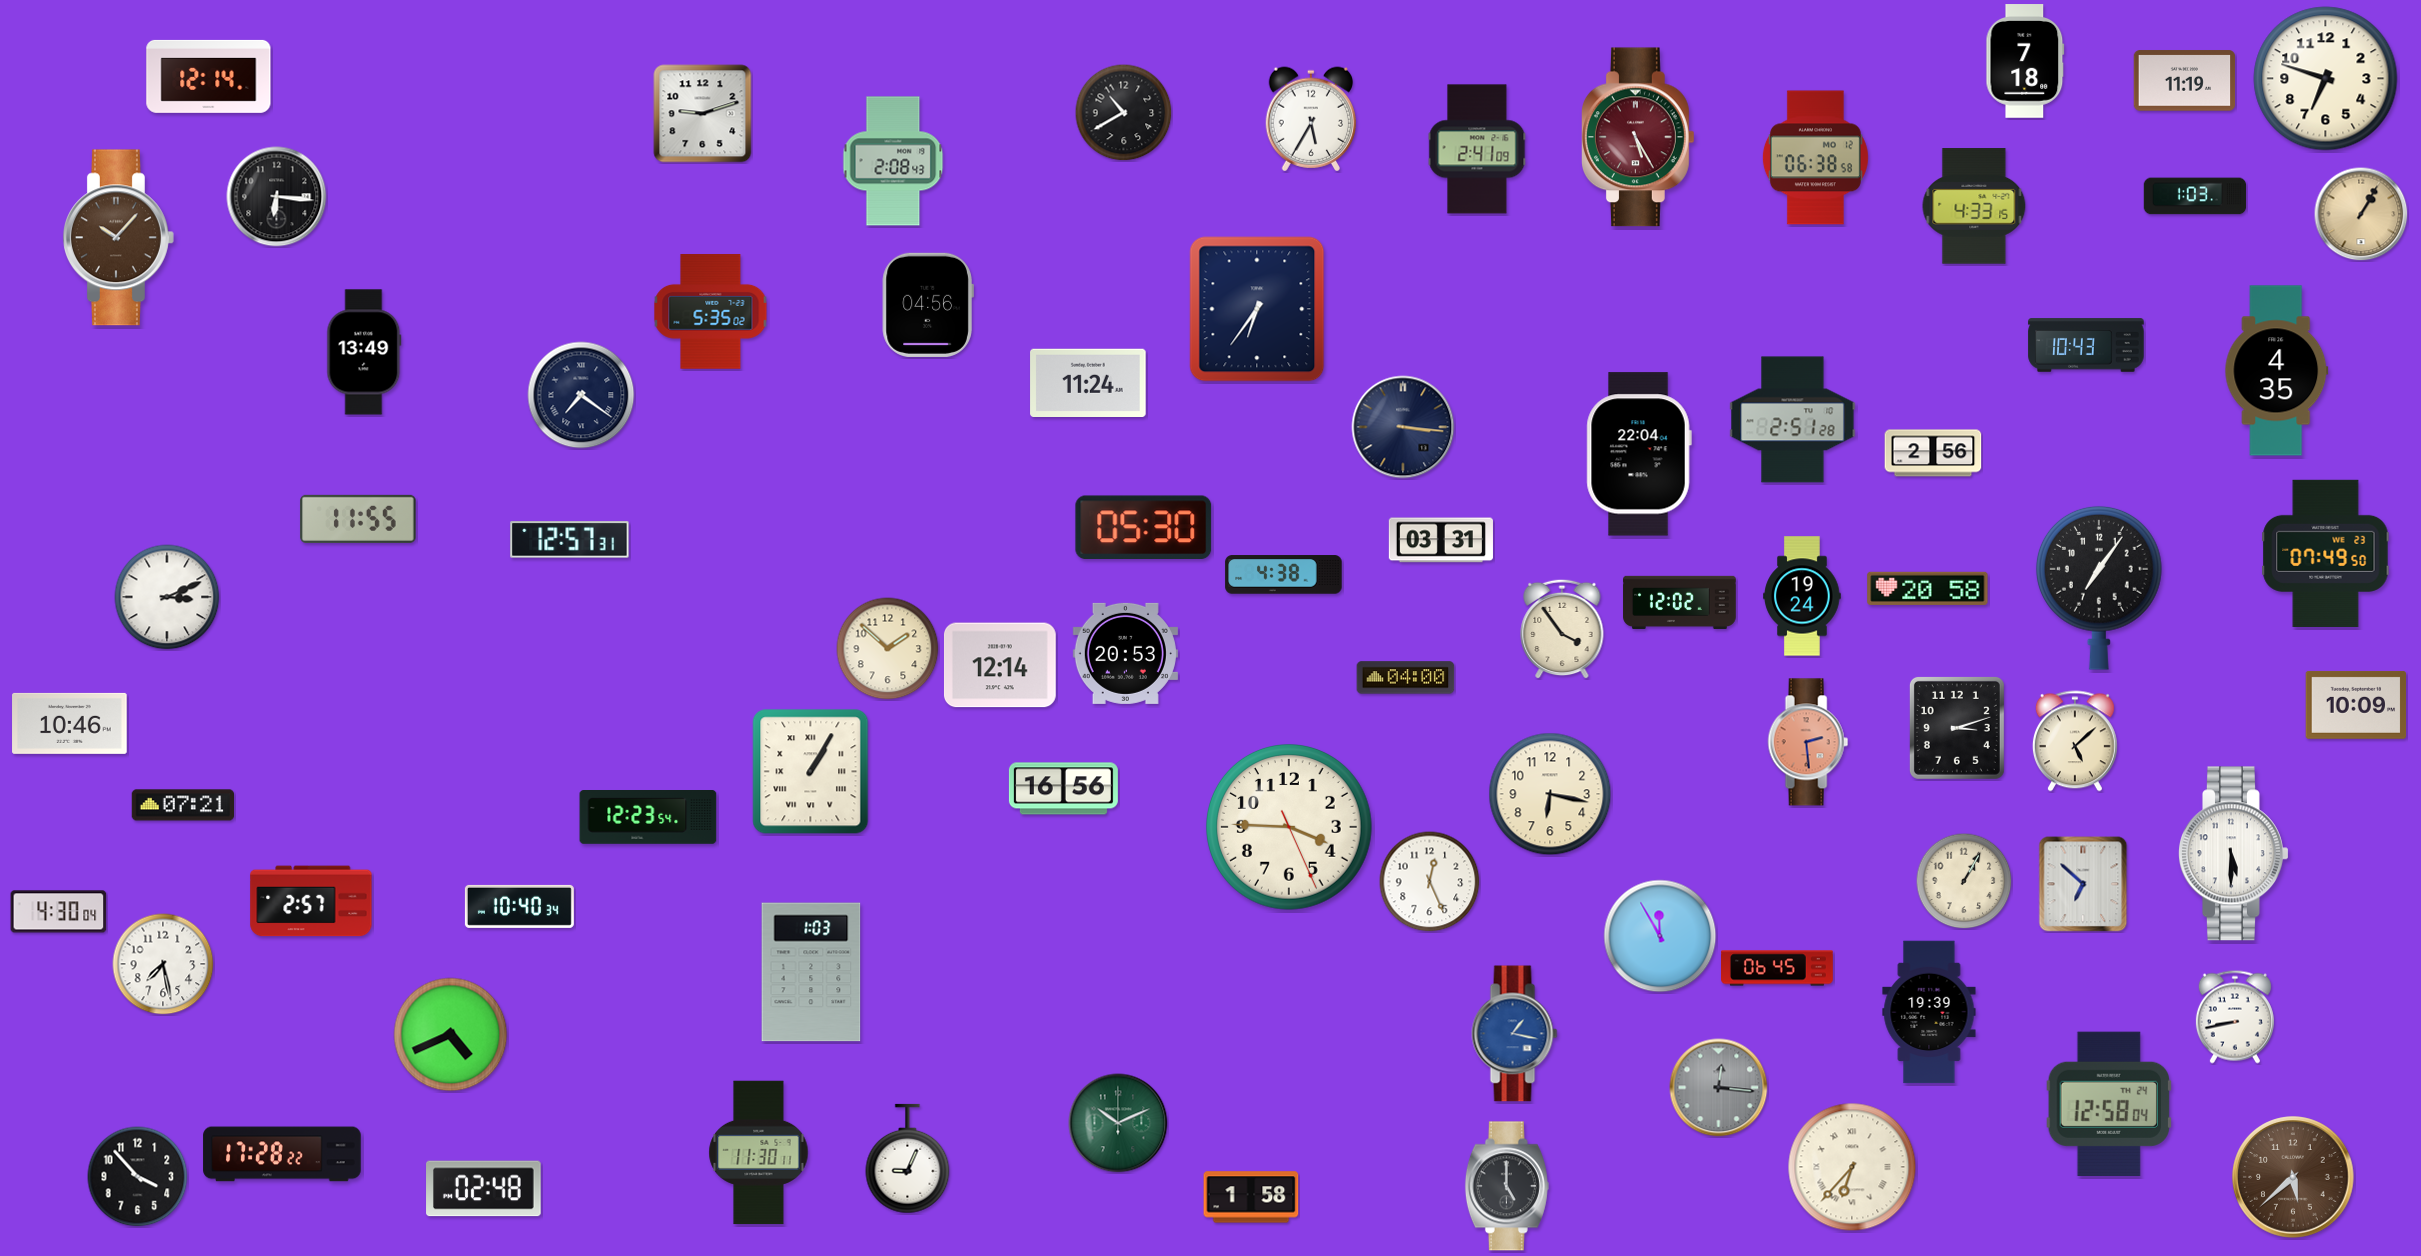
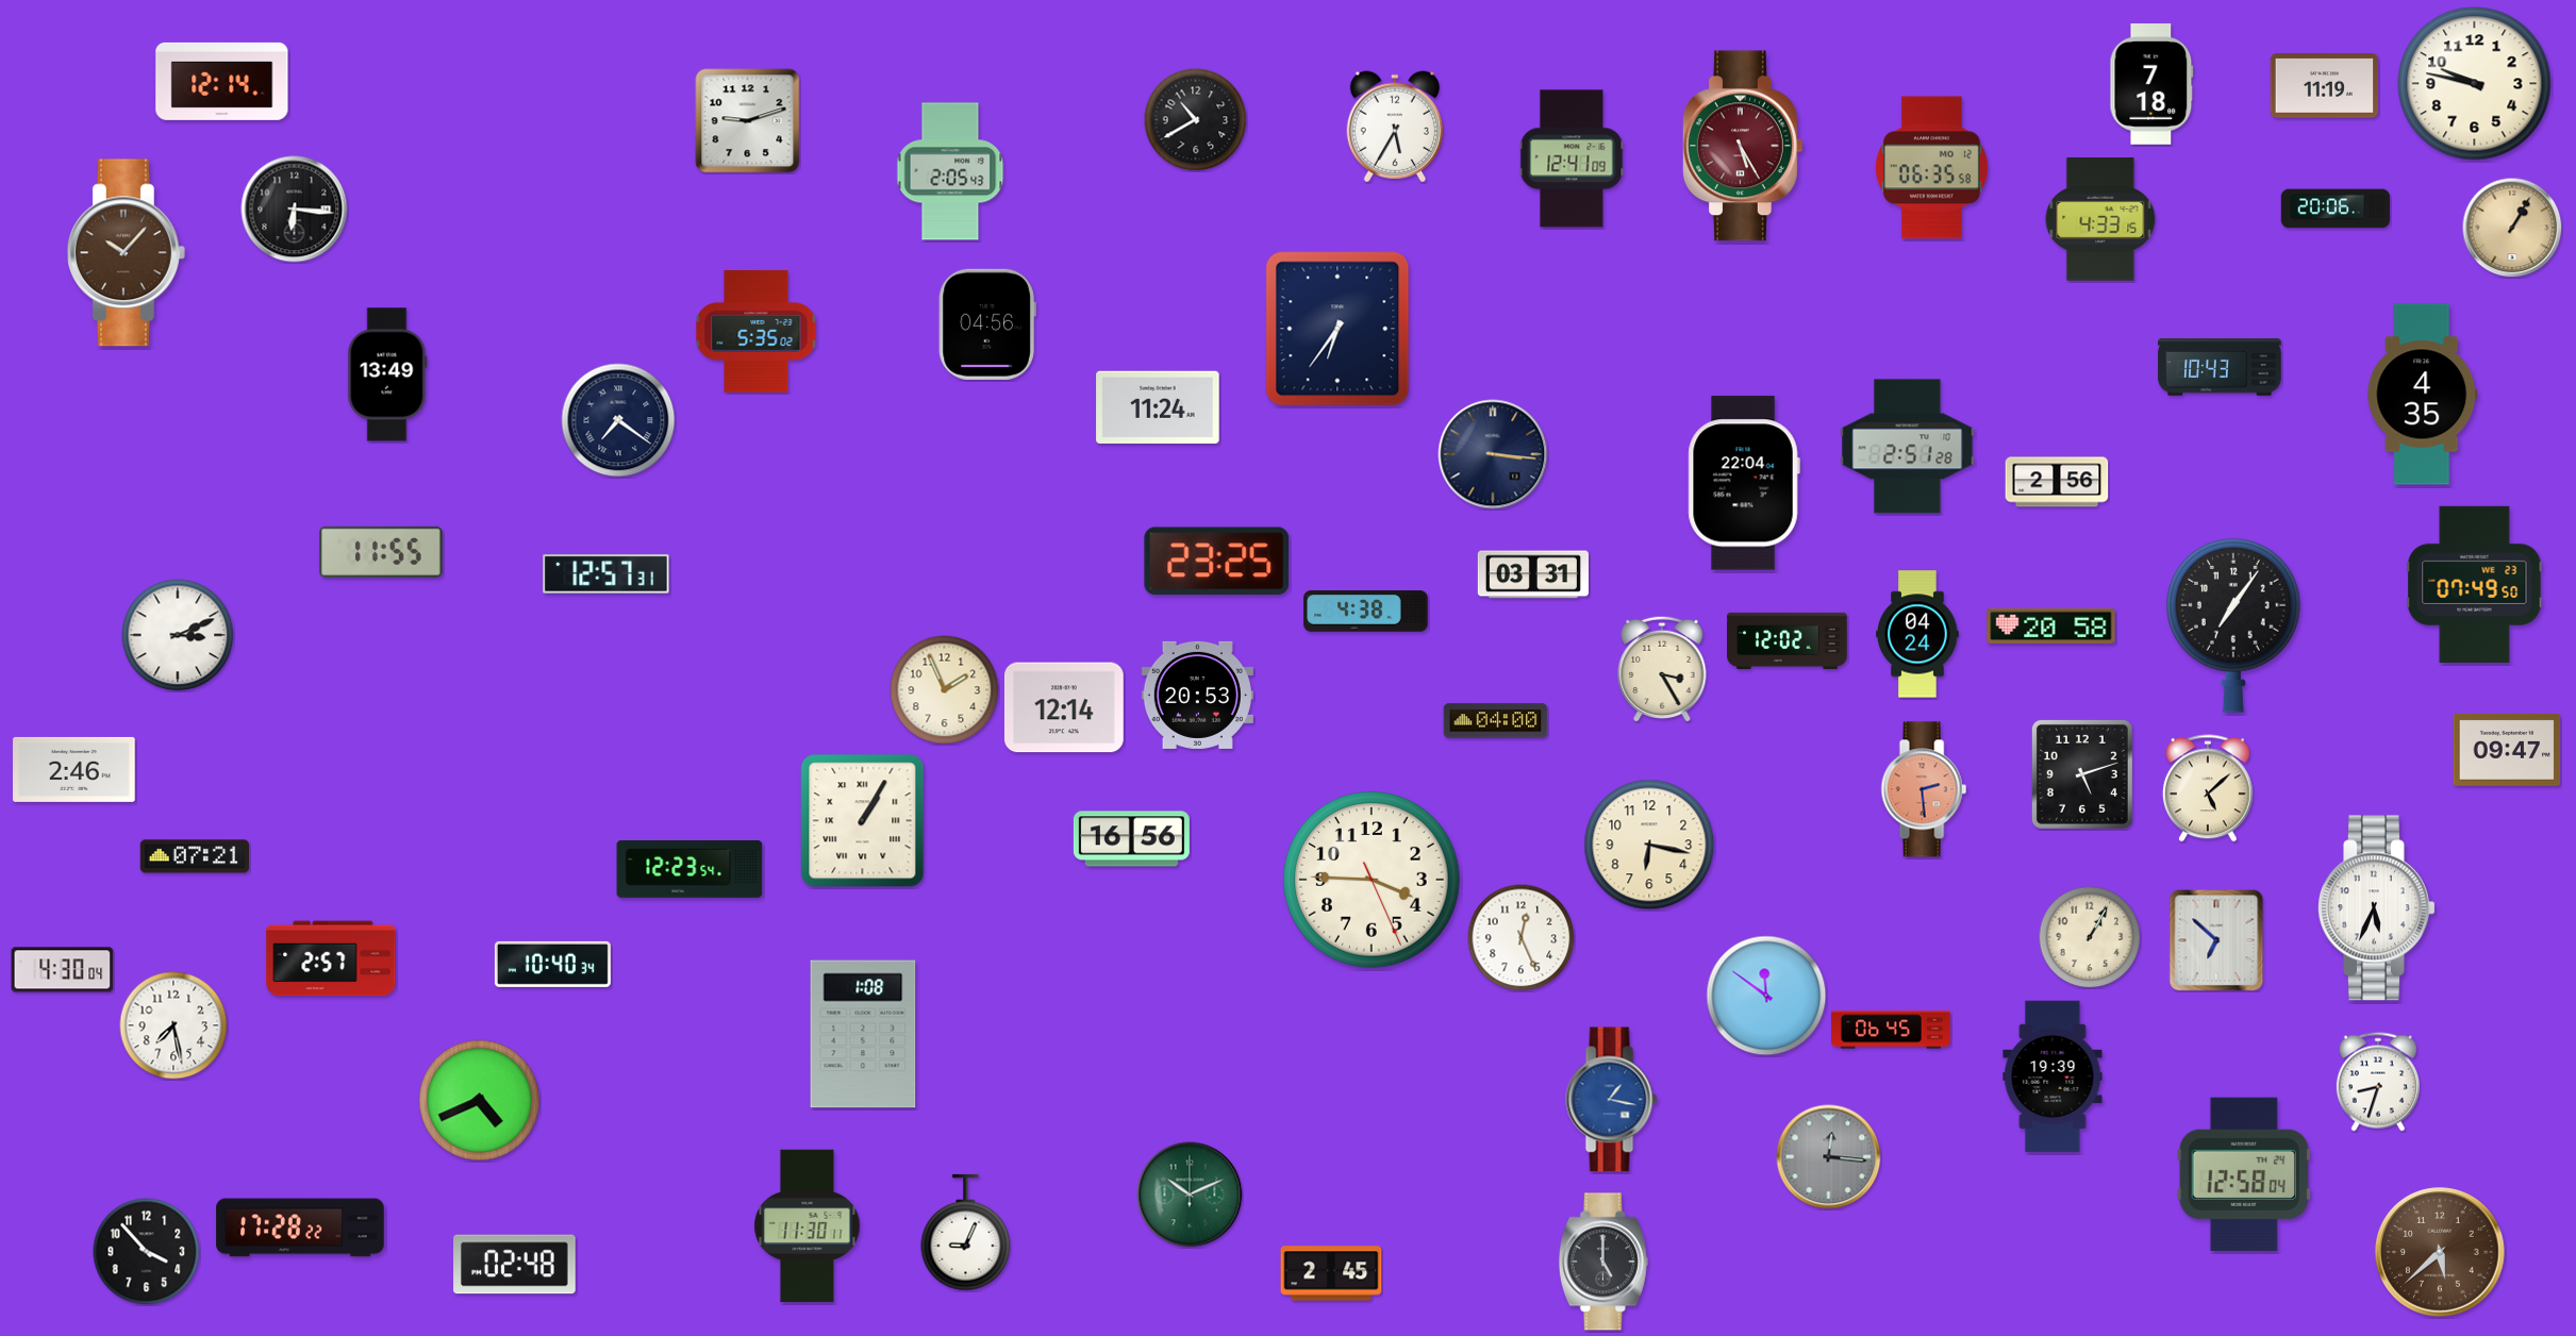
clock at (2025, 61) position: (2025, 61) -> (2151, 84)
clock at (2326, 79): 6:48 -> 9:47
clock at (1477, 149): 2:41 -> 12:41
clock at (1815, 158): 06:38 -> 06:35
clock at (893, 161): 2:08 -> 2:05
clock at (2195, 196): 1:03 -> 20:06
clock at (1144, 527): 05:30 -> 23:25
clock at (2326, 553) position: (2326, 553) -> (2475, 584)
clock at (1802, 596): 19:24 -> 04:24
clock at (1562, 629): 3:54 -> 3:25
clock at (888, 649): 1:52 -> 1:56
clock at (2356, 705): 10:09 -> 09:47
clock at (70, 723): 10:46 -> 2:46
clock at (1957, 728): 3:12 -> 5:12
clock at (2233, 854): 5:30 -> 5:34
clock at (1660, 936): 11:55 -> 11:51
clock at (811, 972): 1:03 -> 1:08
clock at (2235, 1017): 8:43 -> 8:33
clock at (1852, 1167): 6:37 -> none
clock at (1251, 1197): 1:58 -> 2:45
